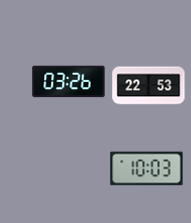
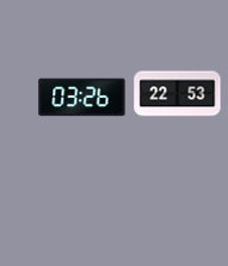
clock at (149, 86) position: (149, 86) -> (178, 94)
clock at (147, 169): 10:03 -> none
